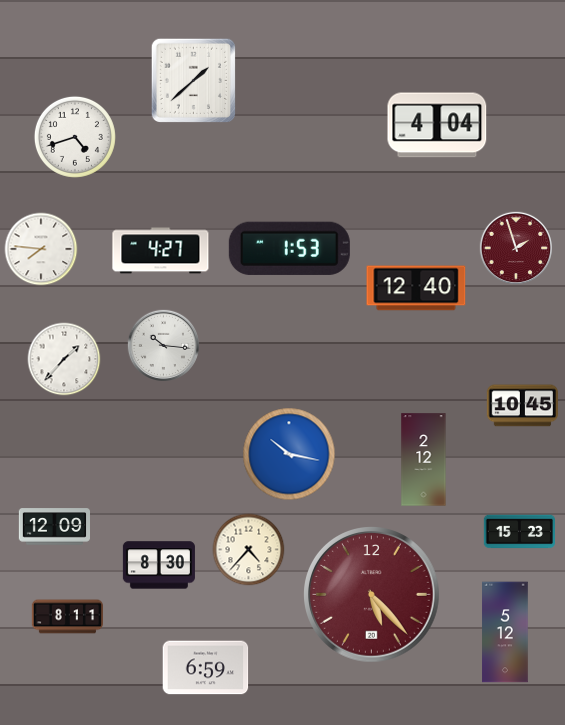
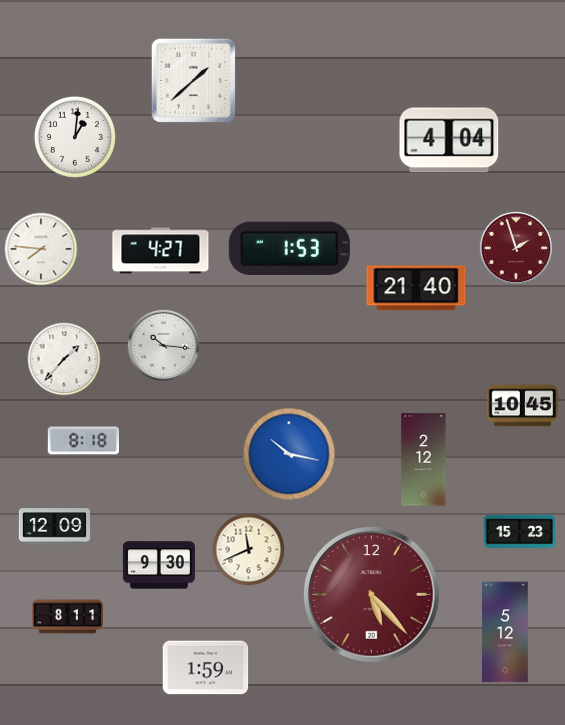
clock at (437, 125) position: (437, 125) -> (449, 140)
clock at (75, 137): 4:42 -> 1:01
clock at (416, 288): 12:40 -> 21:40
clock at (83, 441): none -> 8:18
clock at (249, 550): 4:37 -> 11:41
clock at (159, 565): 8:30 -> 9:30
clock at (206, 668): 6:59 -> 1:59
